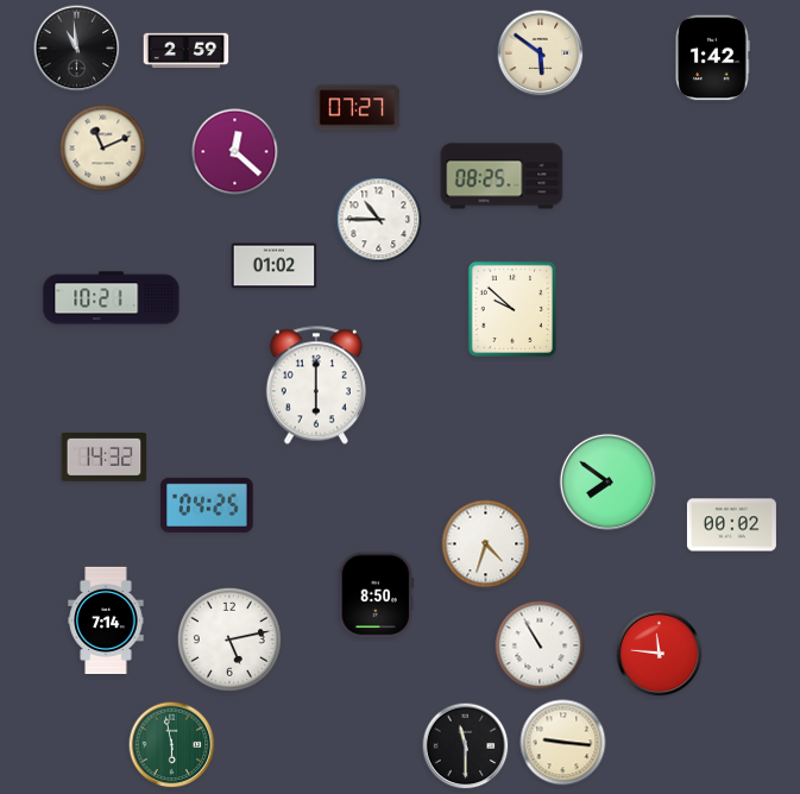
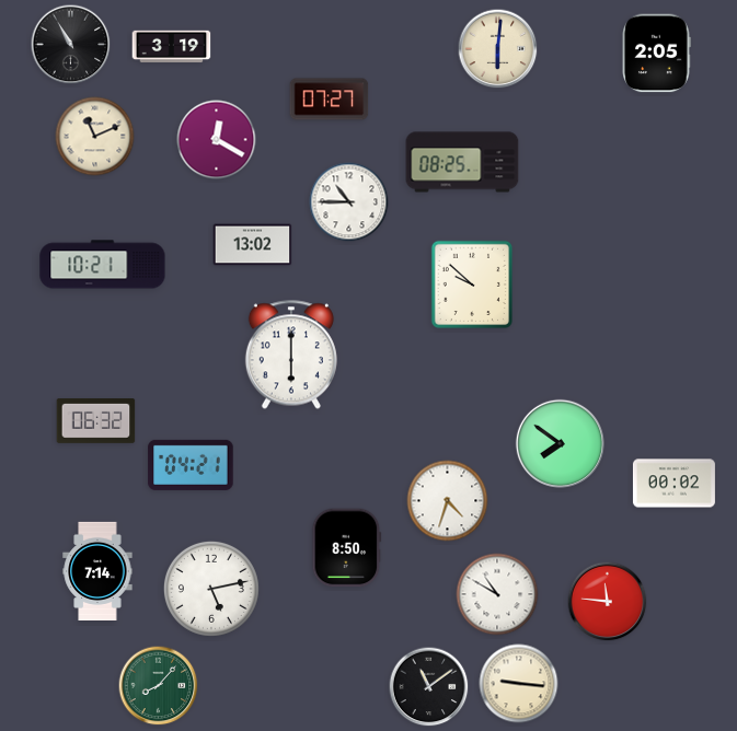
clock at (77, 49): 10:59 -> 10:55
clock at (187, 51): 2:59 -> 3:19
clock at (541, 53): 5:51 -> 6:01
clock at (712, 58): 1:42 -> 2:05
clock at (235, 152): 12:22 -> 12:20
clock at (275, 266): 01:02 -> 13:02
clock at (112, 298) position: (112, 298) -> (103, 265)
clock at (105, 458): 14:32 -> 06:32
clock at (207, 505): 04:25 -> 04:21
clock at (540, 645): 10:55 -> 10:50
clock at (172, 745): 5:58 -> 8:07
clock at (466, 746): 11:30 -> 11:09
